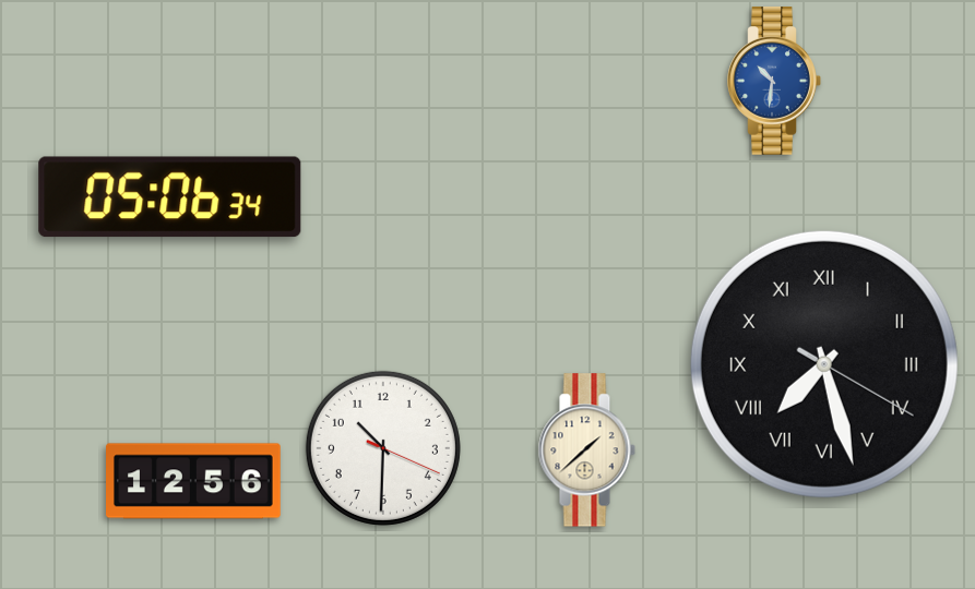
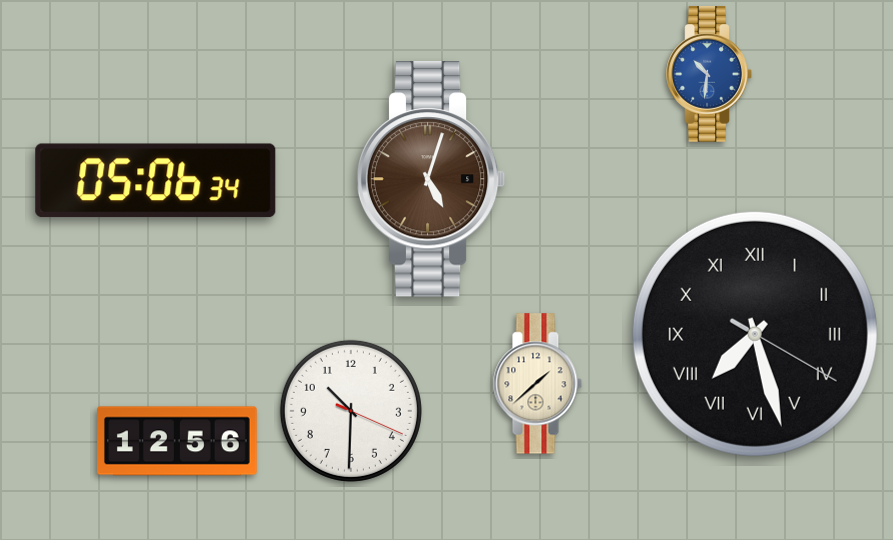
clock at (431, 179): none -> 5:03
clock at (586, 450) position: (586, 450) -> (537, 384)
